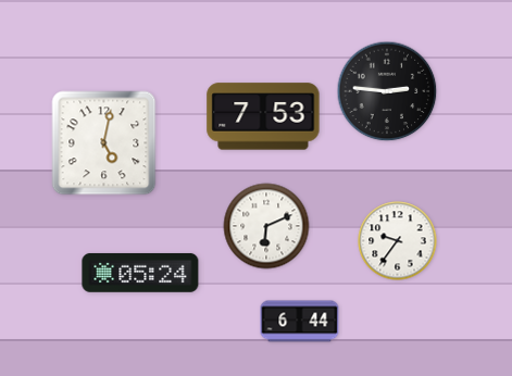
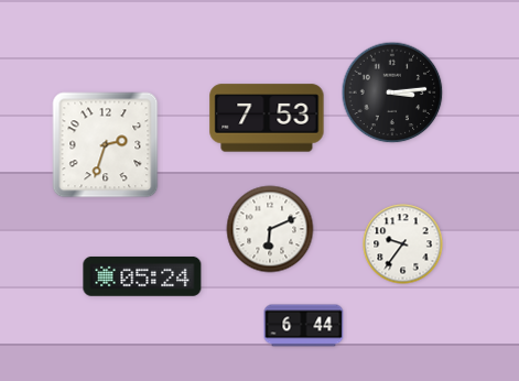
clock at (387, 91): 2:46 -> 3:14
clock at (104, 143): 5:02 -> 2:33
